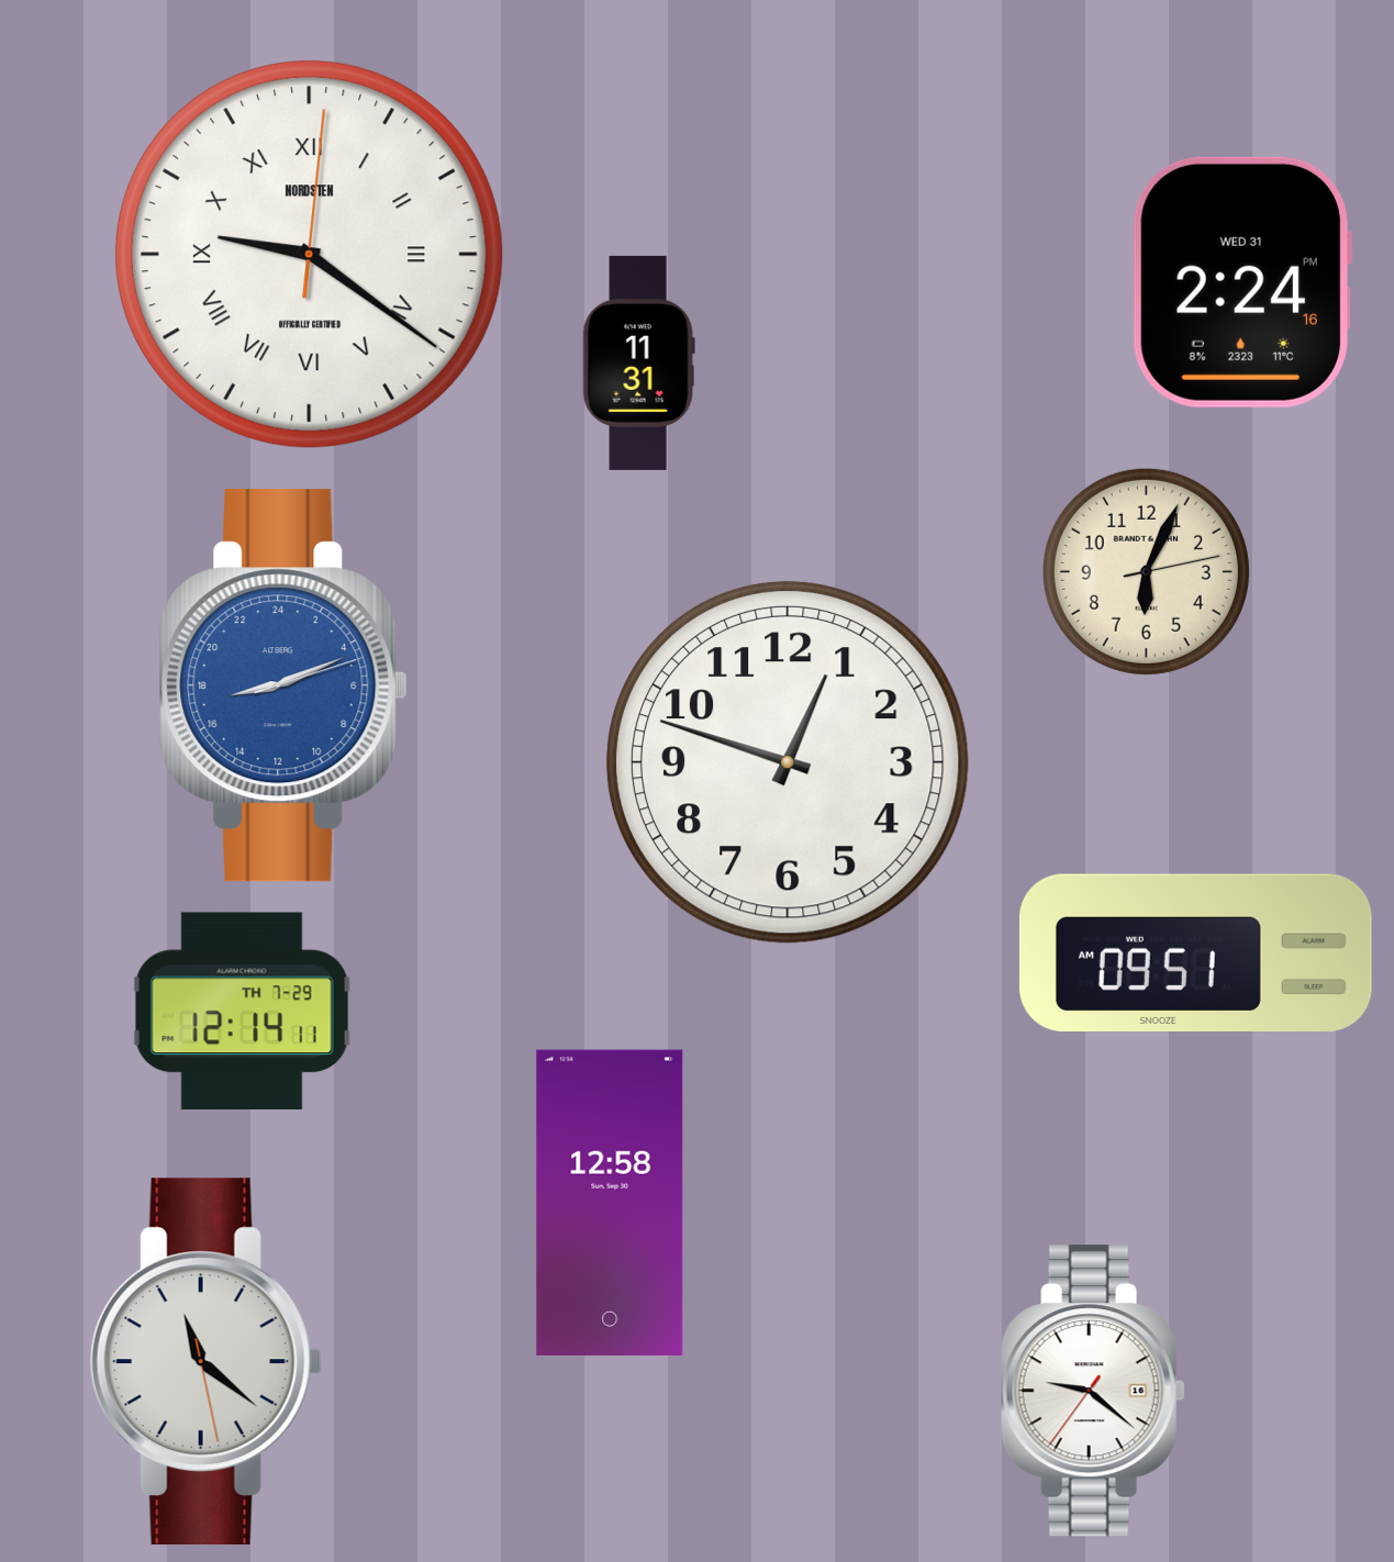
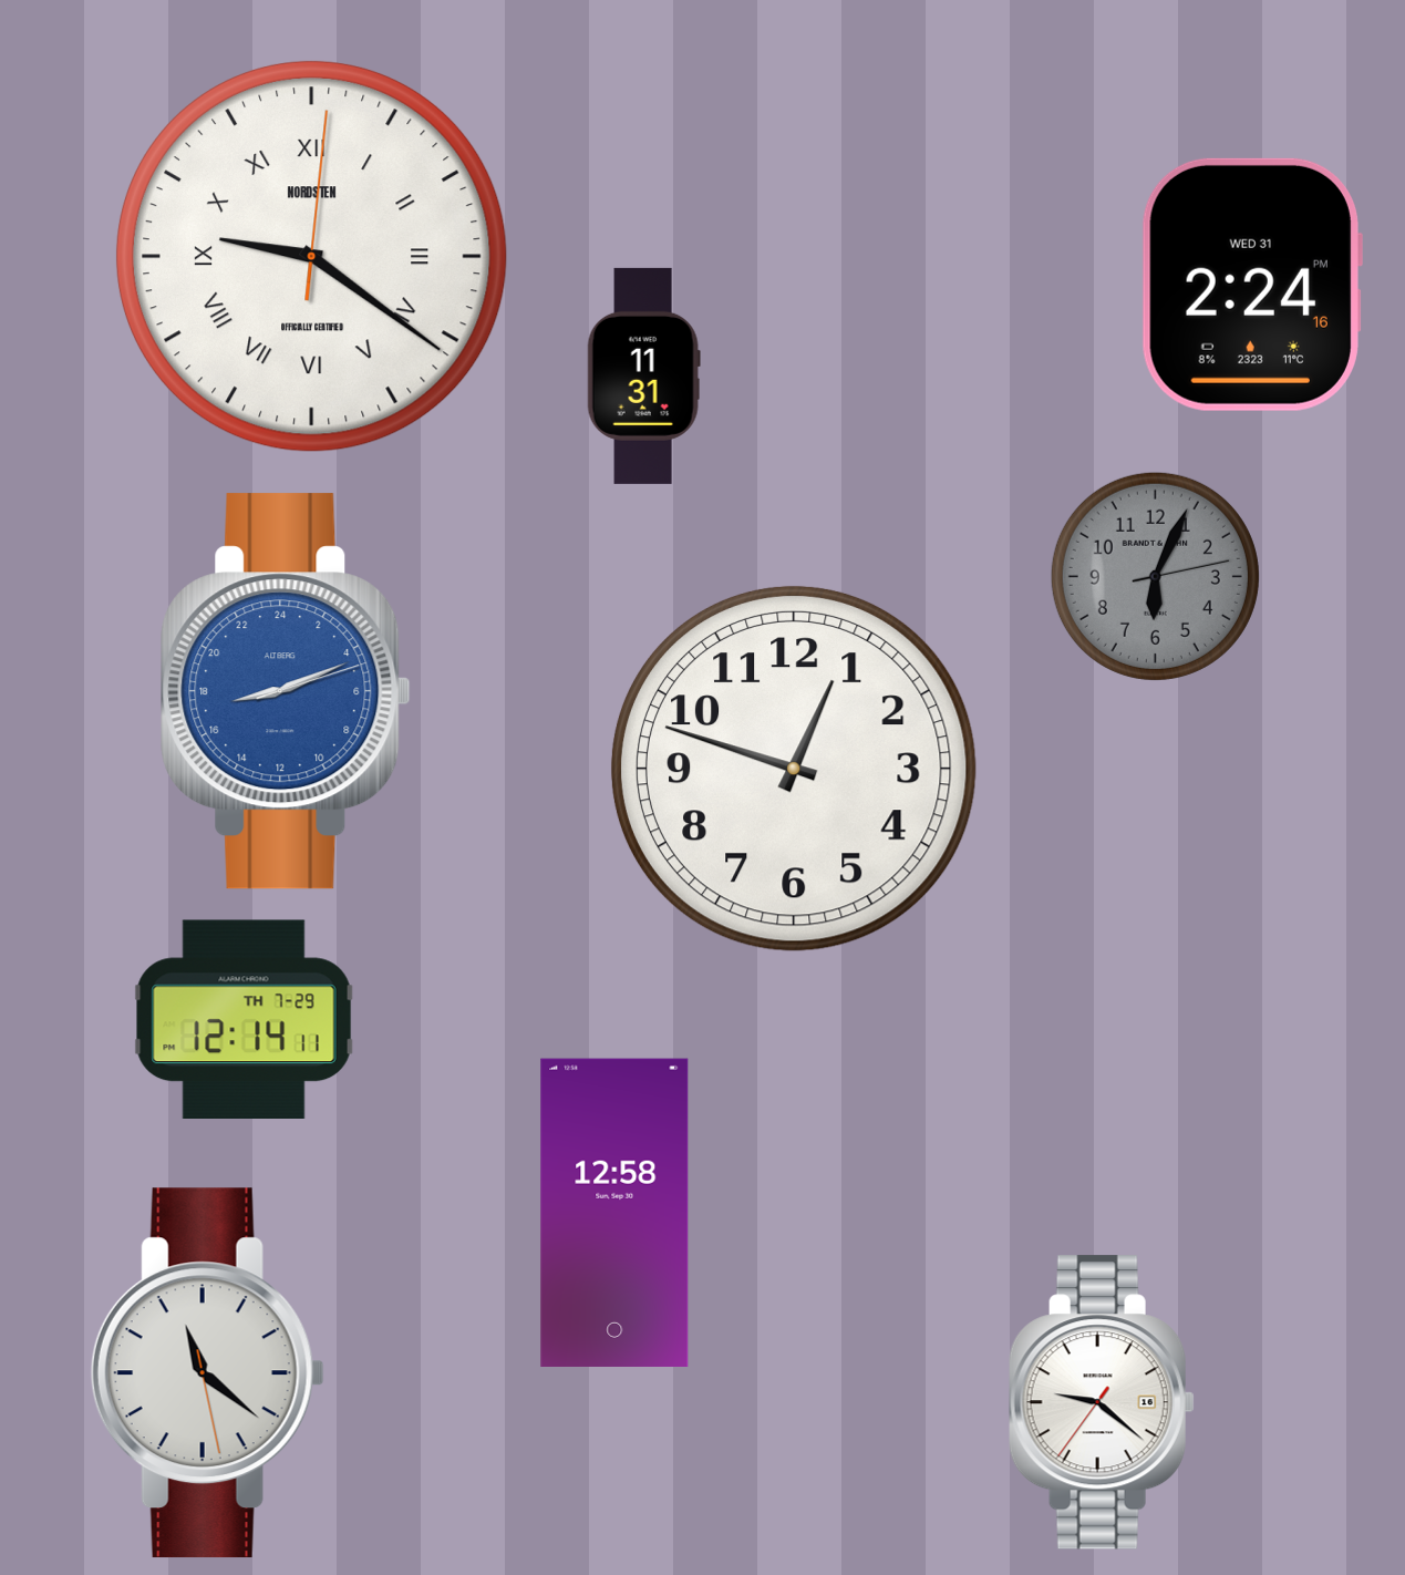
clock at (638, 362) position: (638, 362) -> (643, 375)
clock at (1146, 571) dial: cream -> grey
clock at (1195, 952): 09:51 -> none
